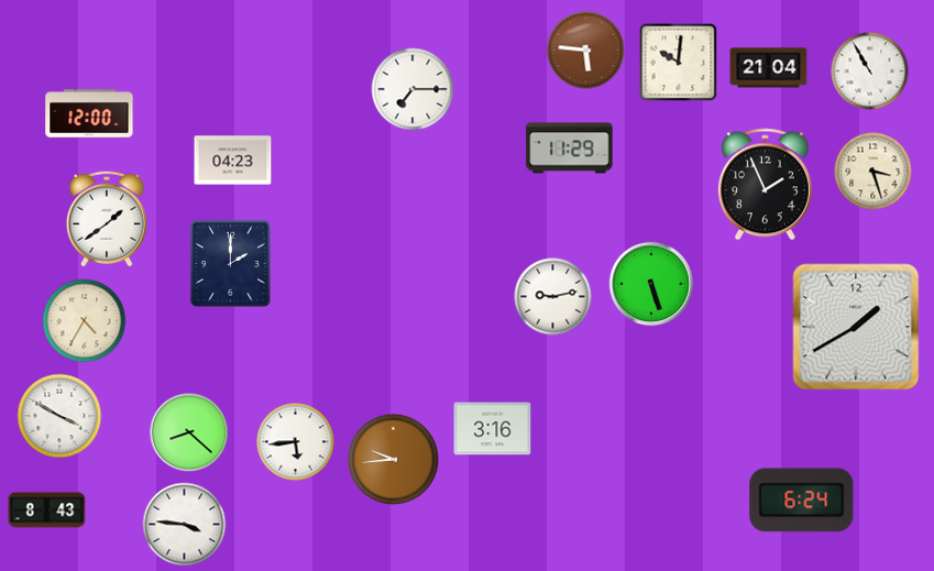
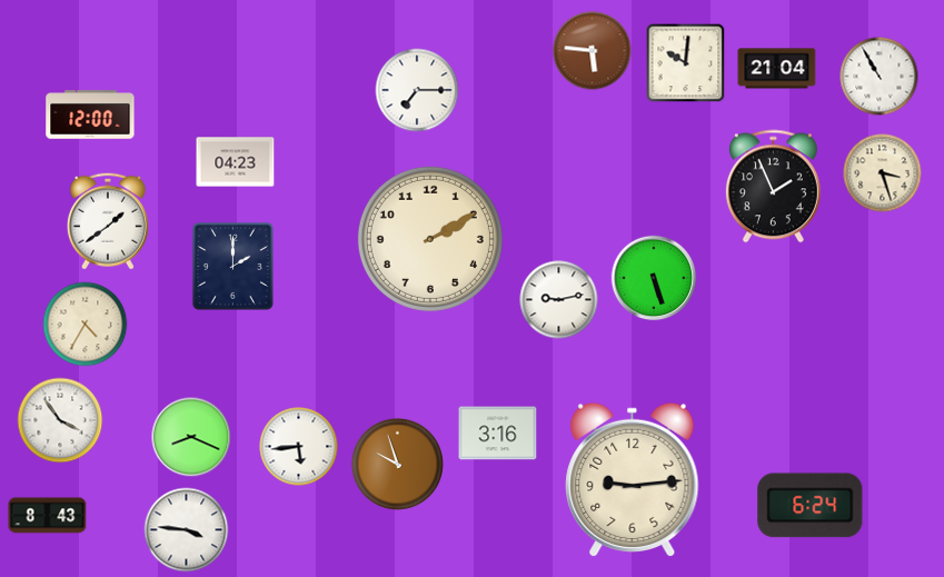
clock at (870, 72) position: (870, 72) -> (880, 77)
clock at (570, 149): 11:29 -> none
clock at (430, 239): none -> 2:10
clock at (651, 284) position: (651, 284) -> (654, 278)
clock at (856, 327): 1:40 -> none
clock at (59, 416): 3:50 -> 3:54
clock at (189, 432): 8:22 -> 8:19
clock at (393, 459): 9:44 -> 9:57
clock at (633, 480): none -> 9:14
